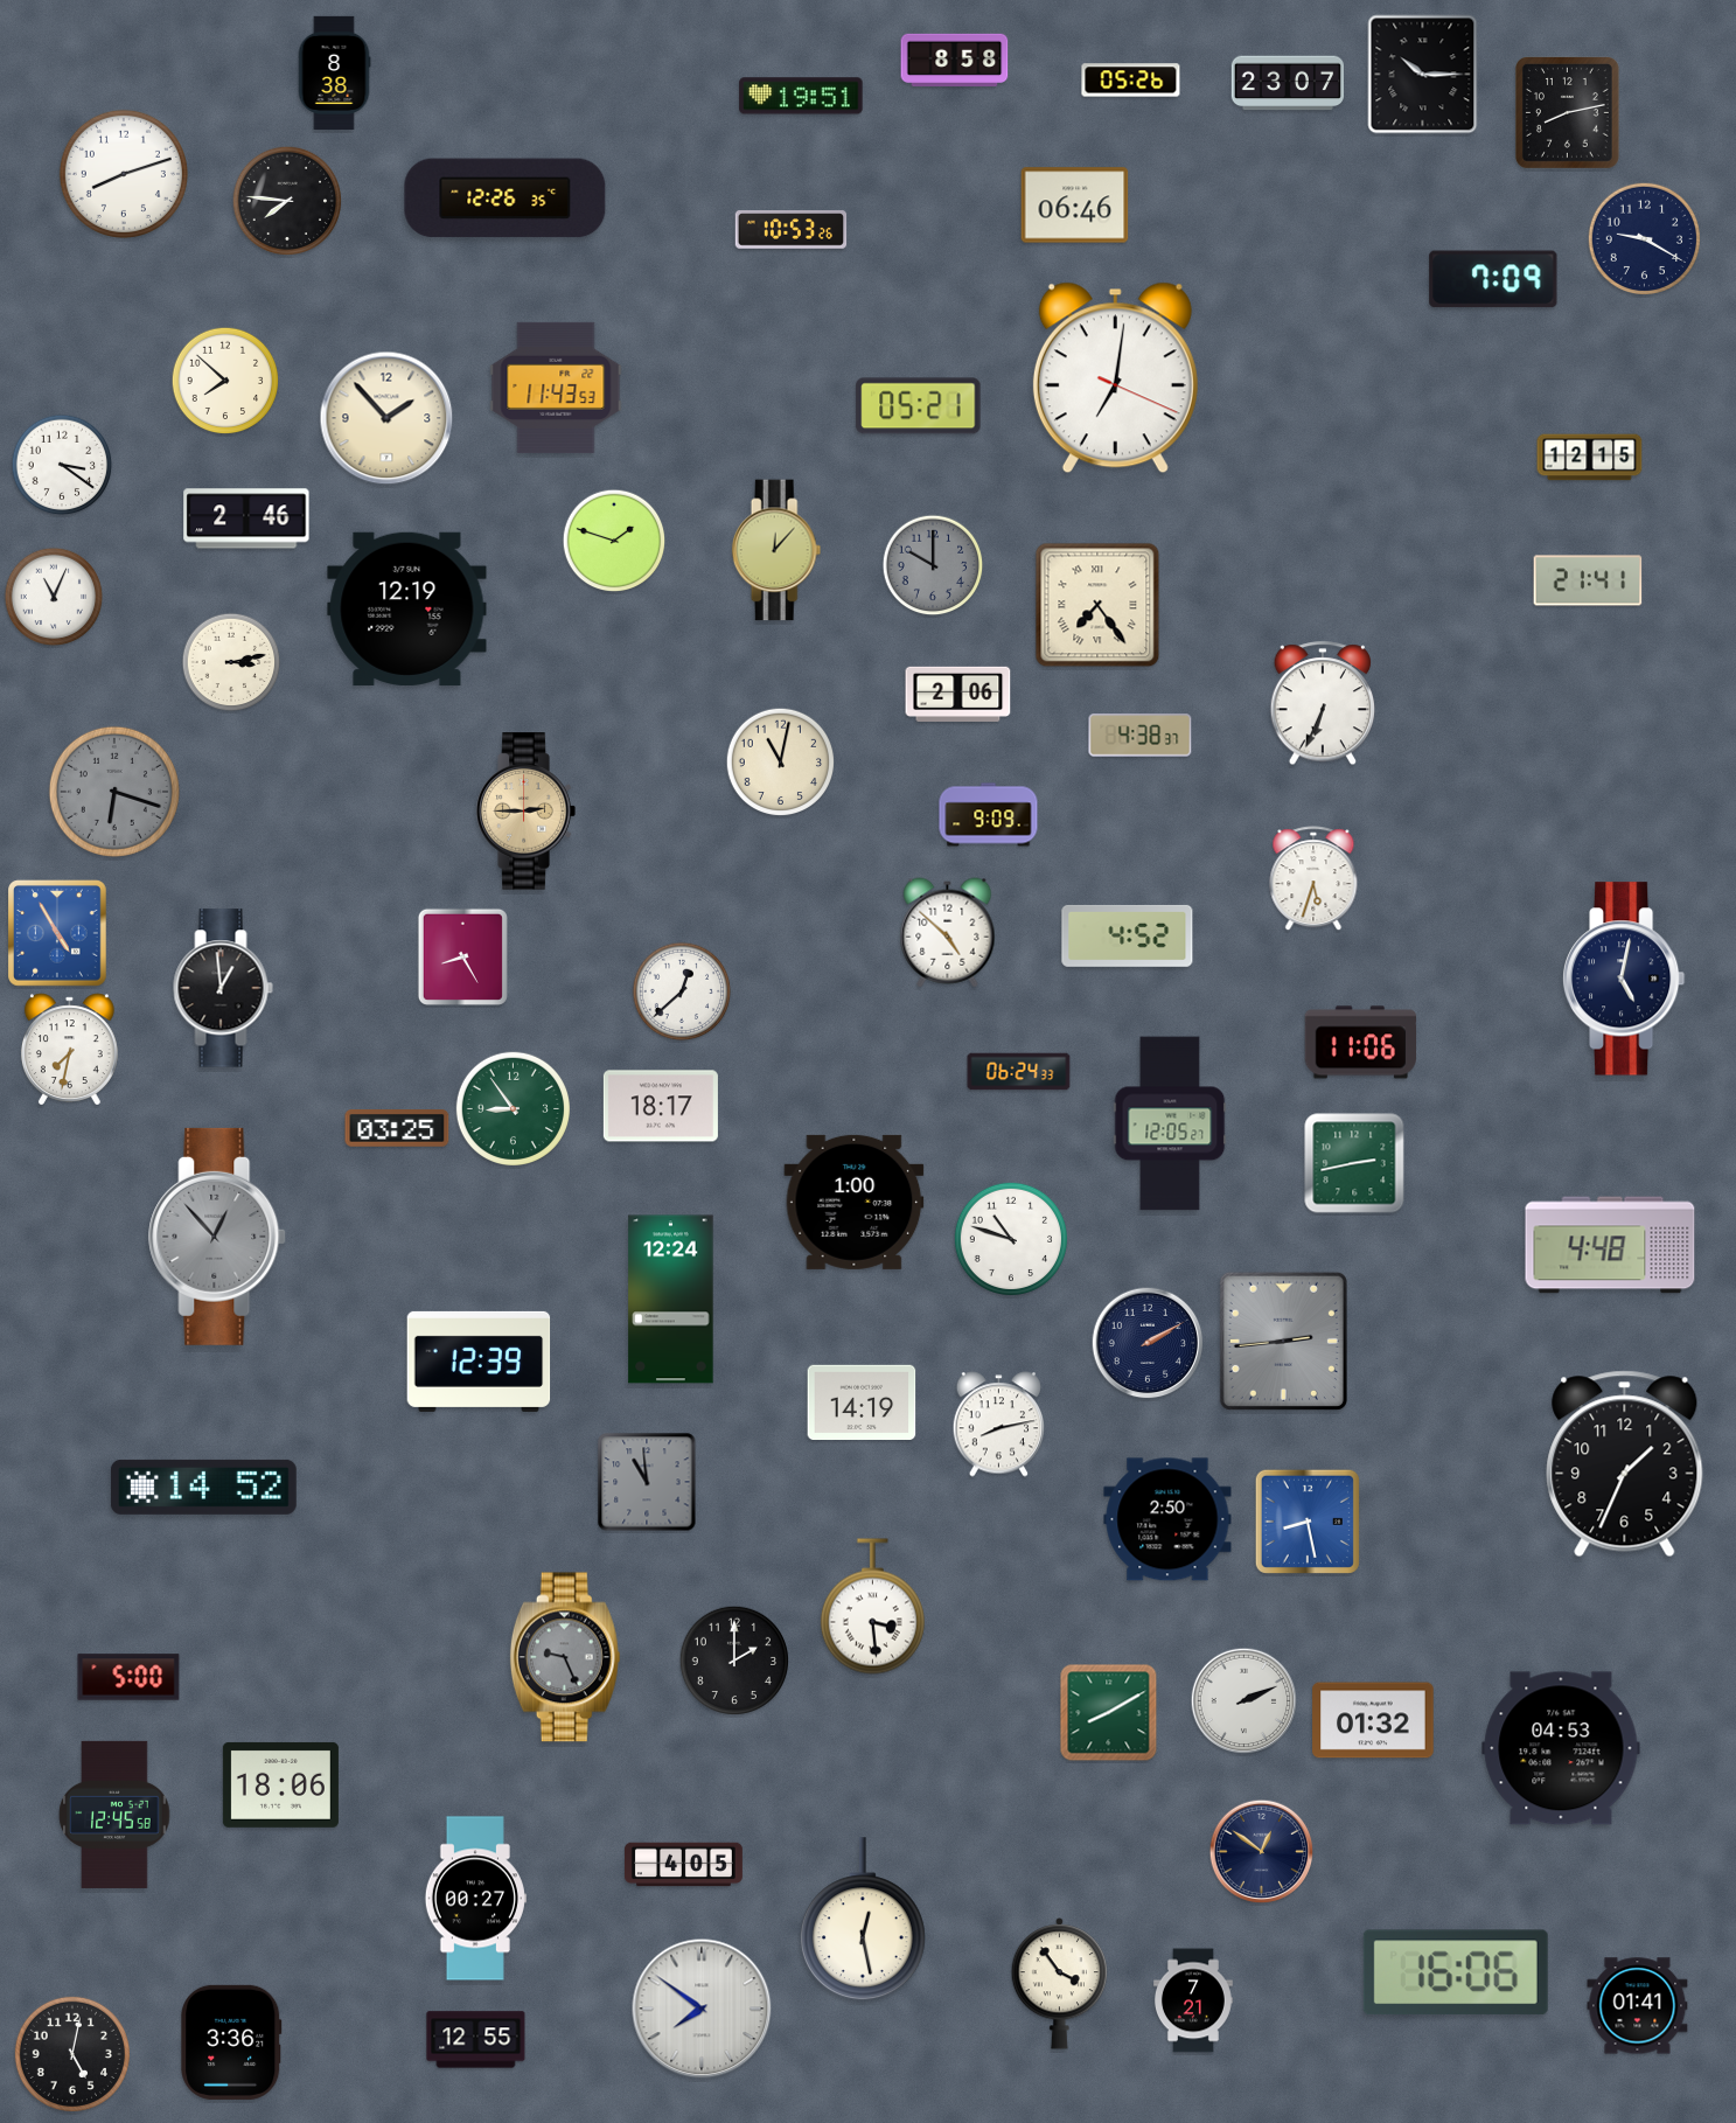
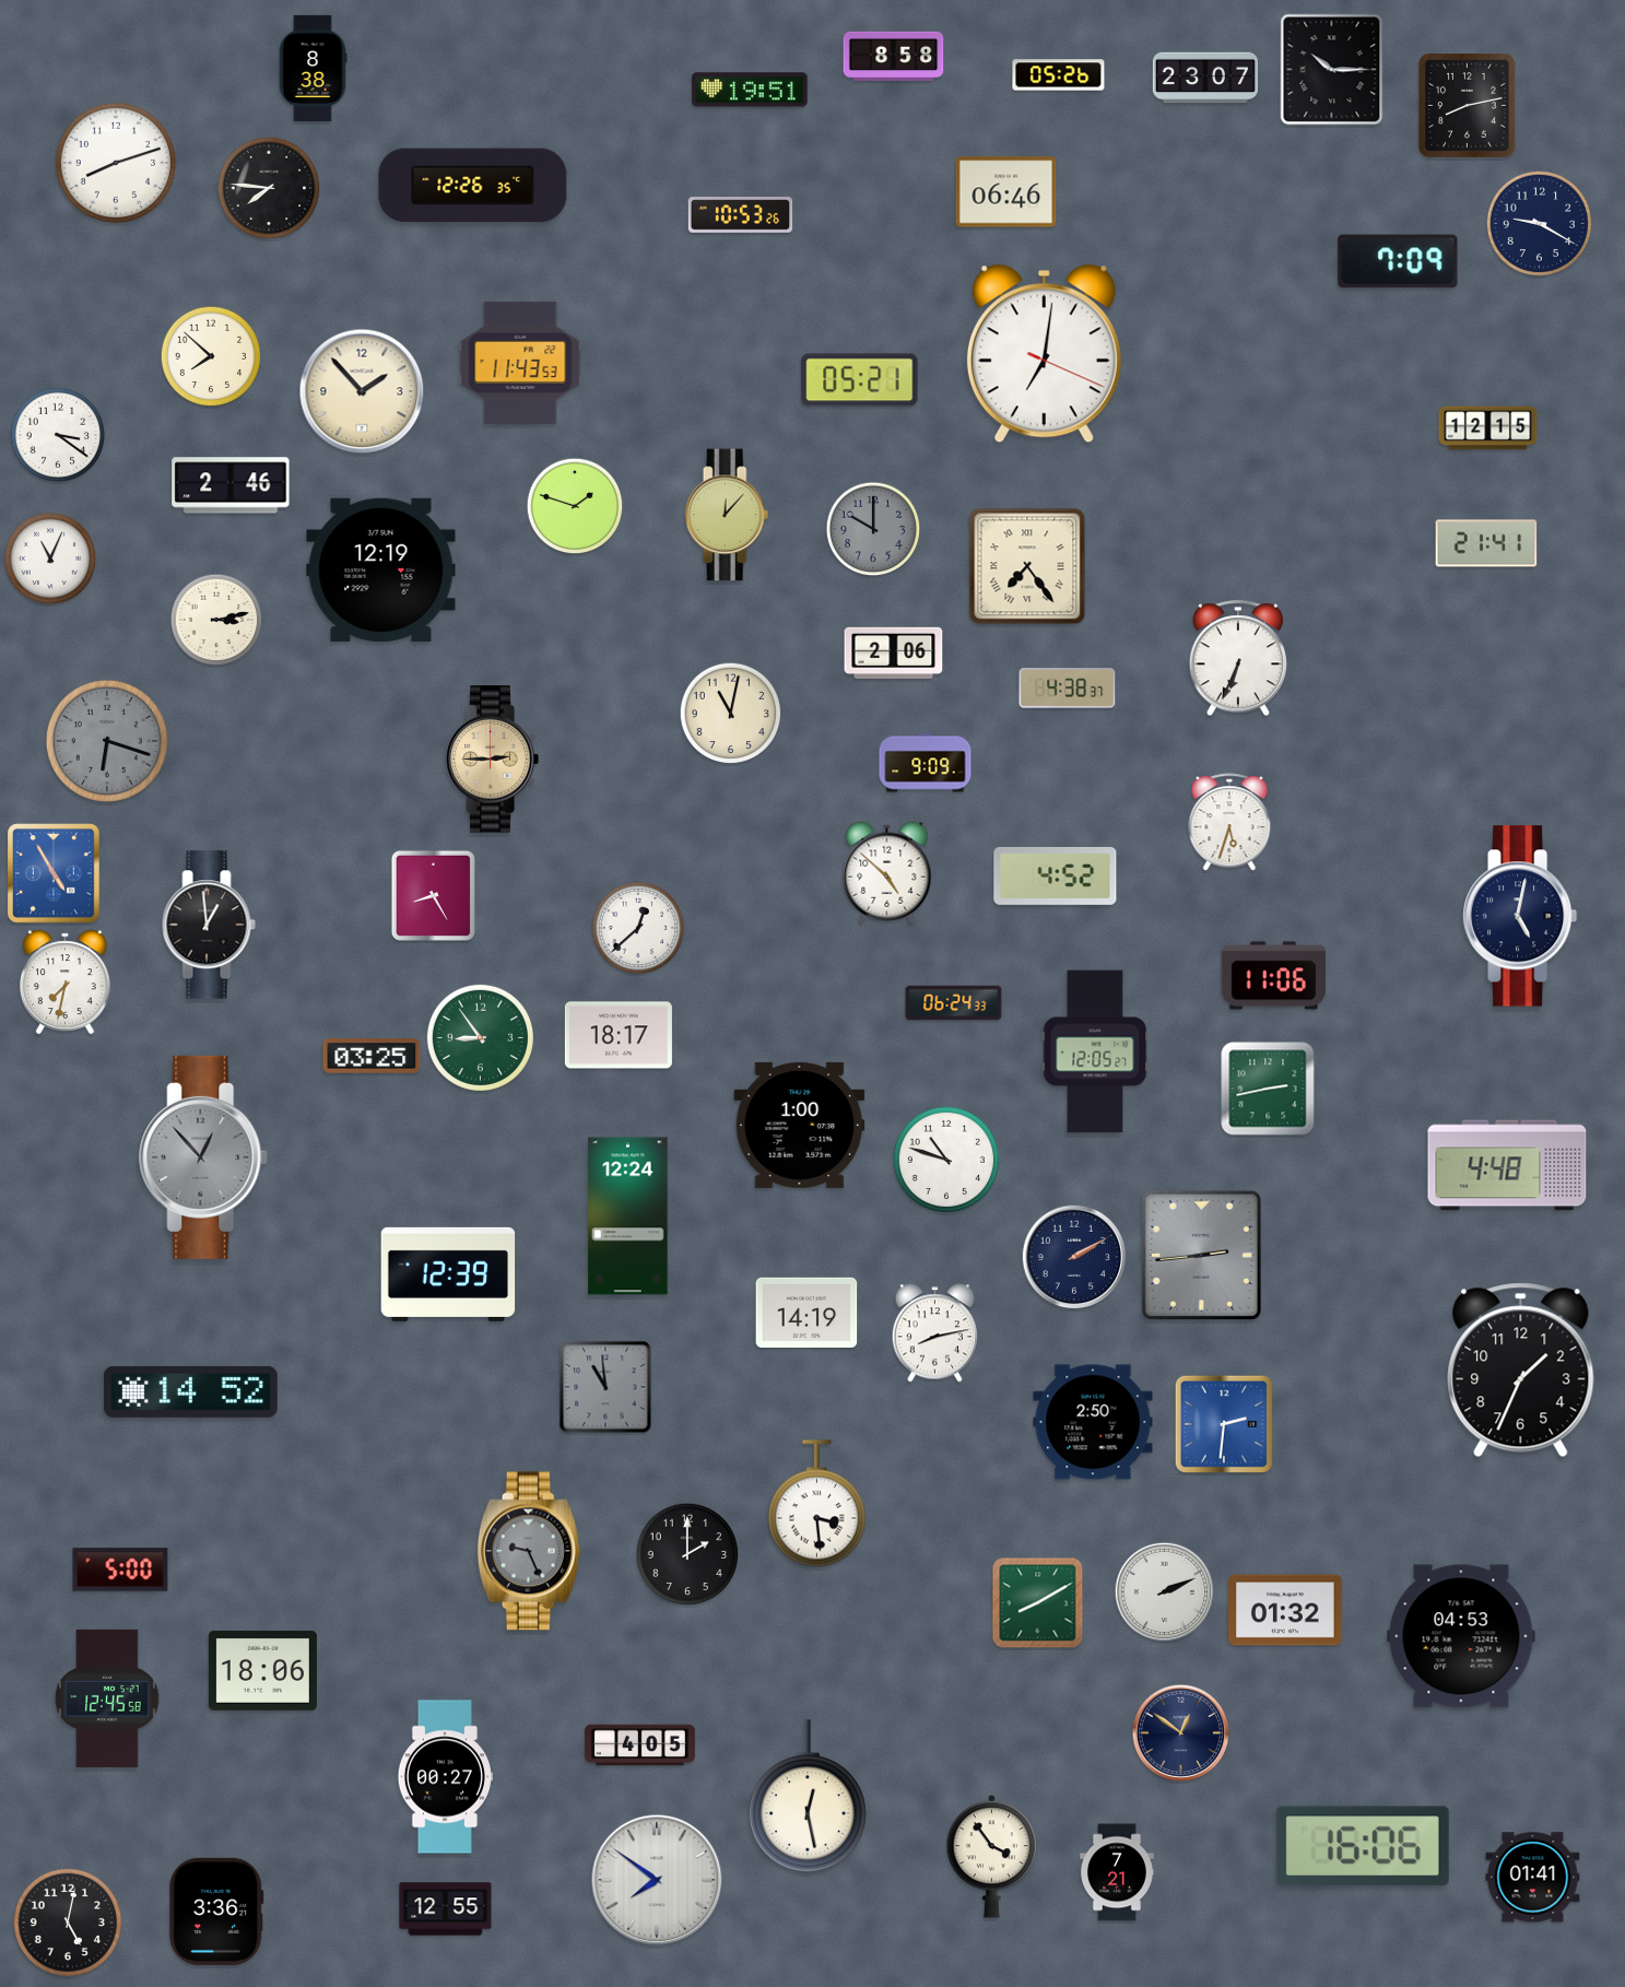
clock at (958, 694) position: (958, 694) -> (894, 652)
clock at (1308, 1522): 8:28 -> 2:31
